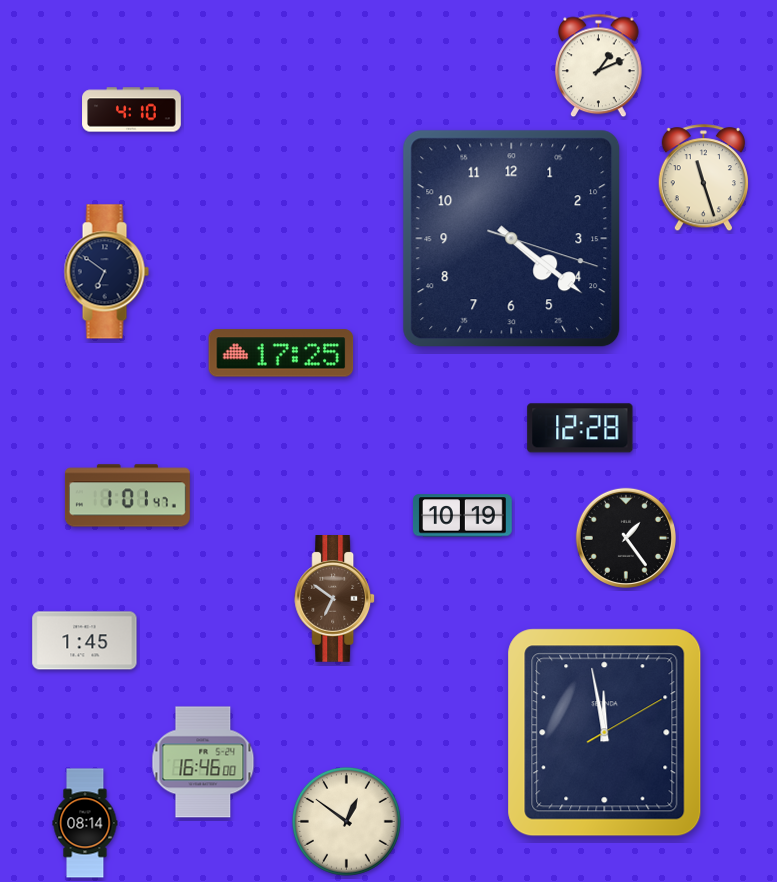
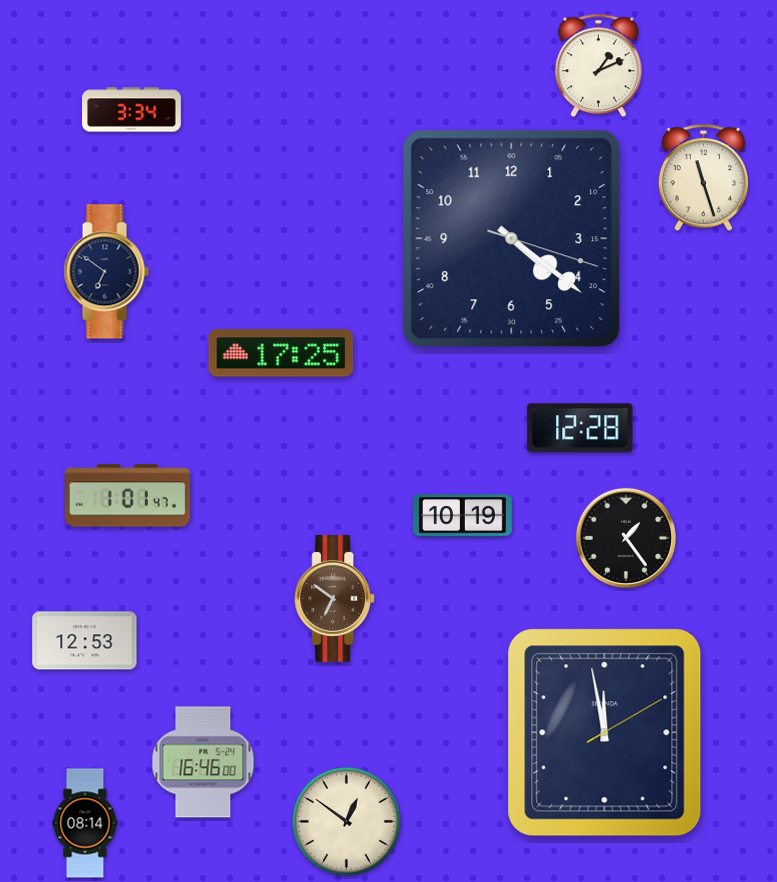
clock at (132, 110): 4:10 -> 3:34
clock at (85, 641): 1:45 -> 12:53
